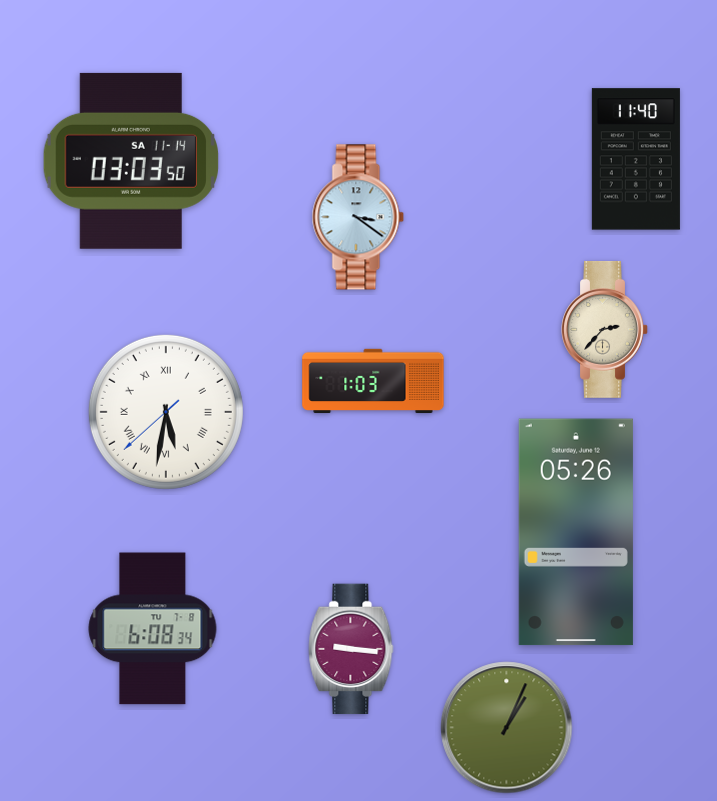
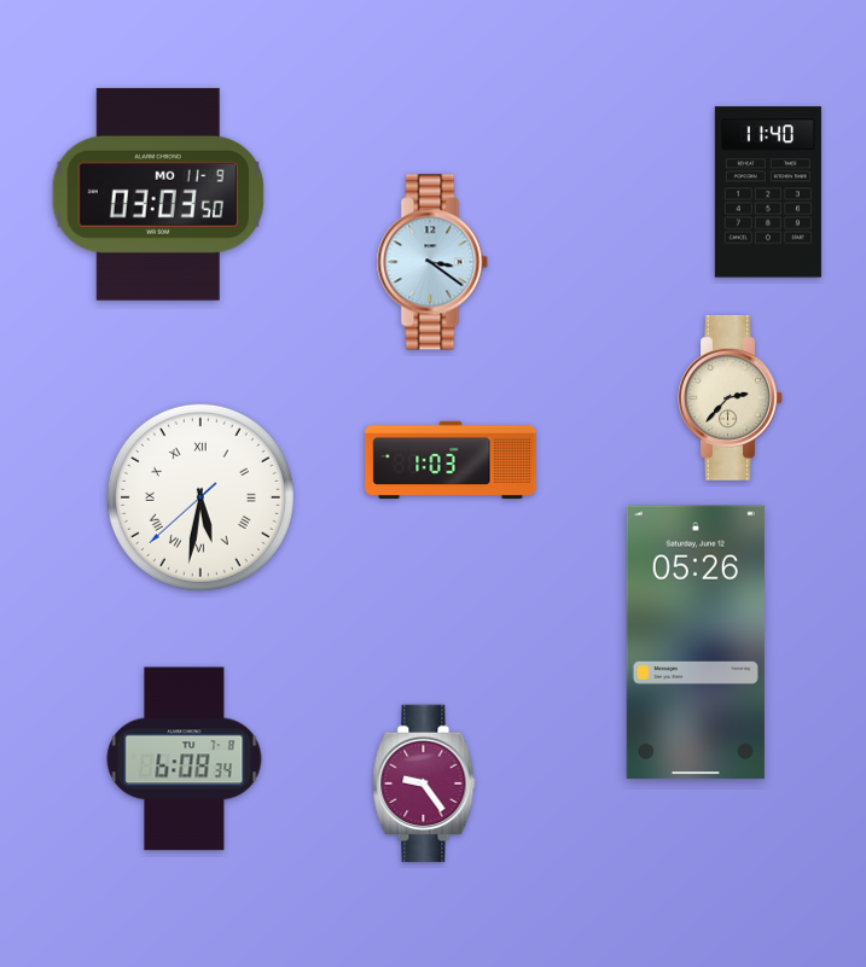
clock at (131, 161) date: SA 11-14 -> MO 11-9
clock at (351, 649): 9:16 -> 9:24
clock at (507, 728): 1:04 -> none
